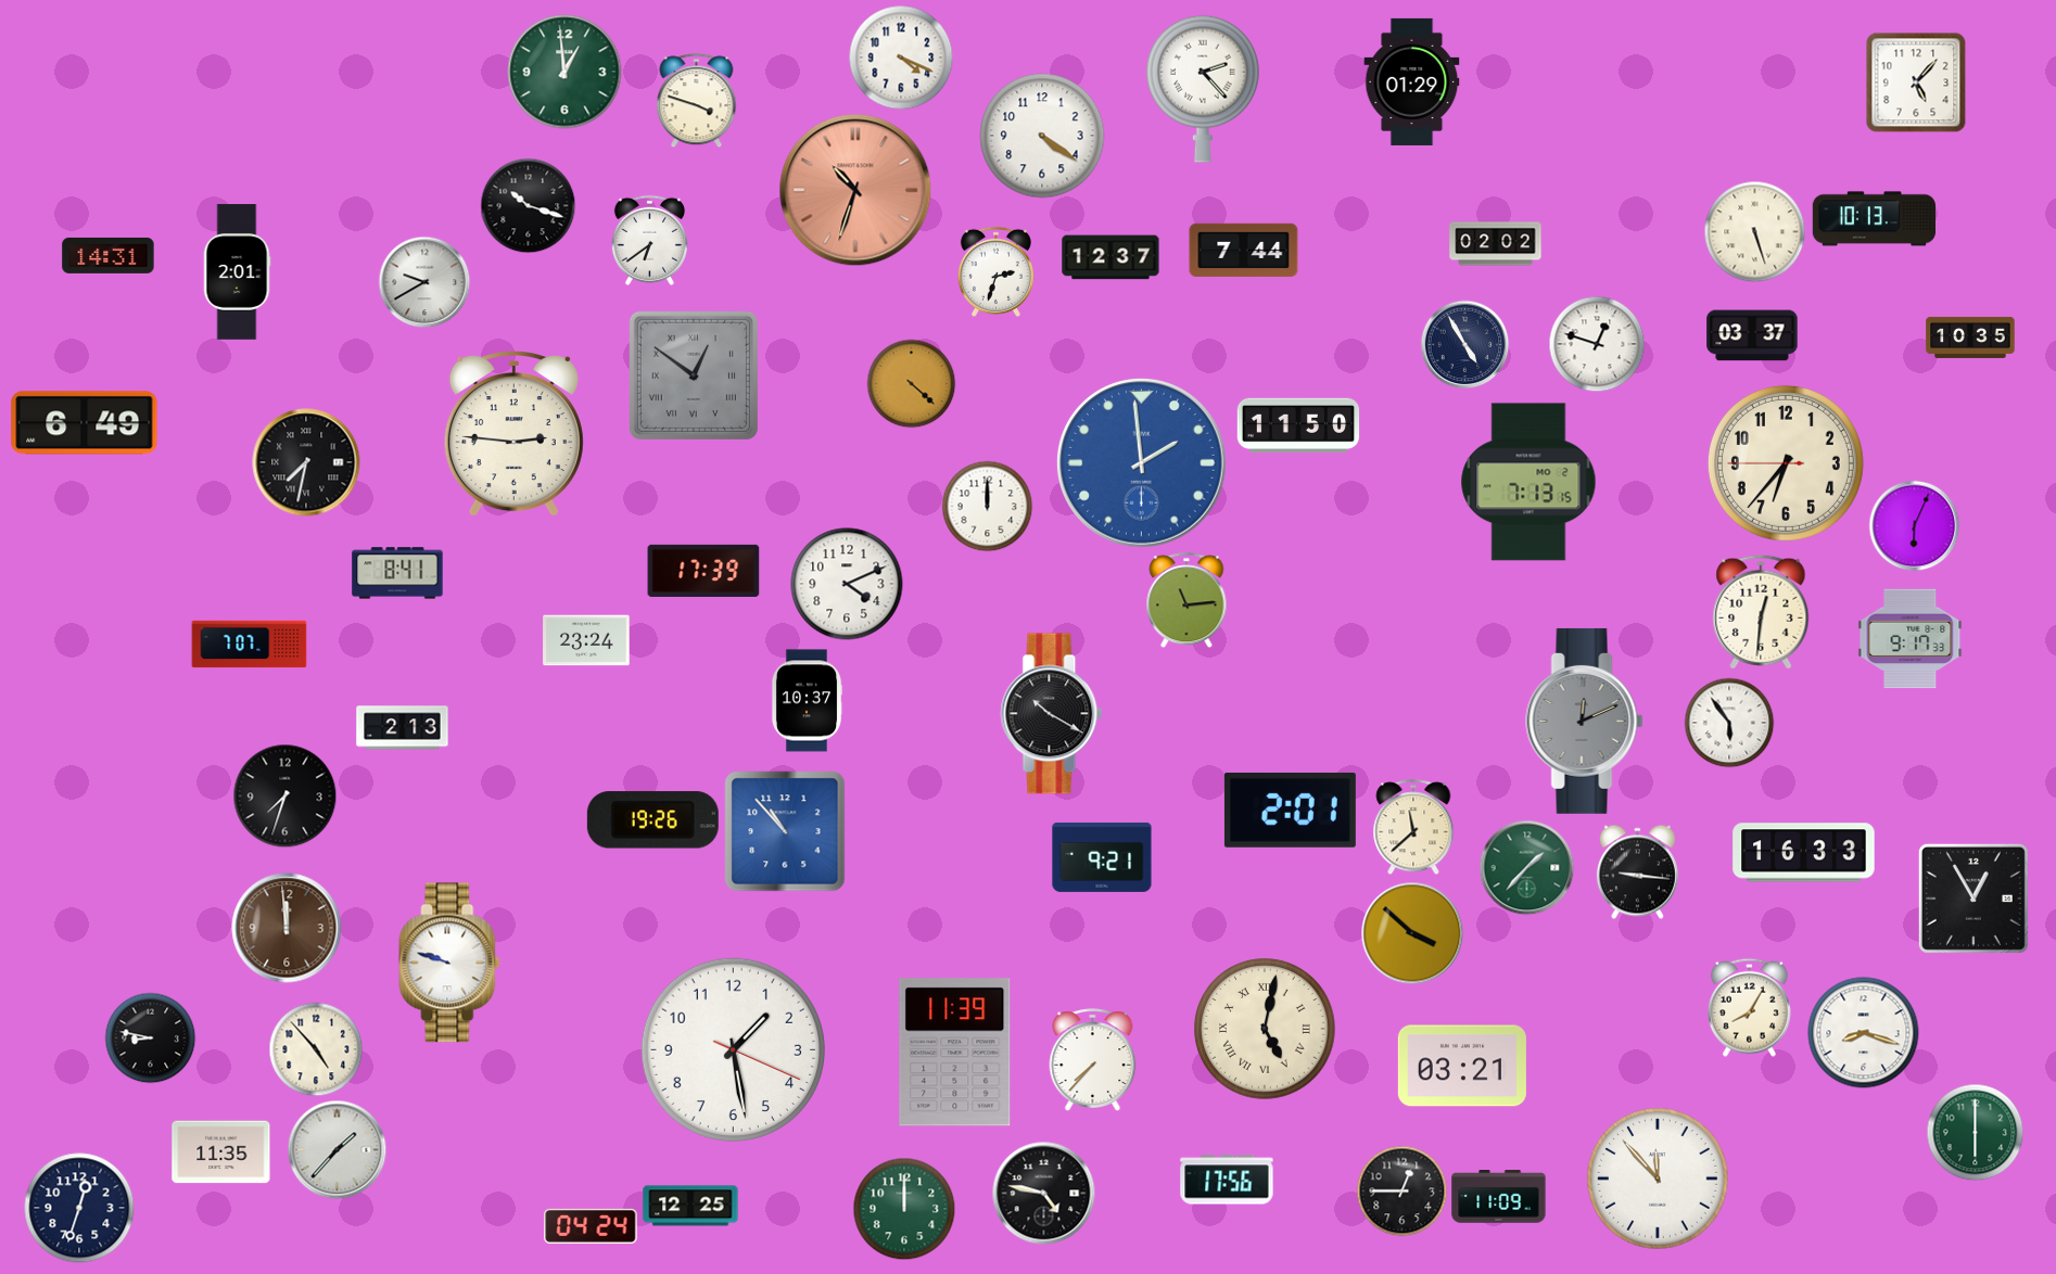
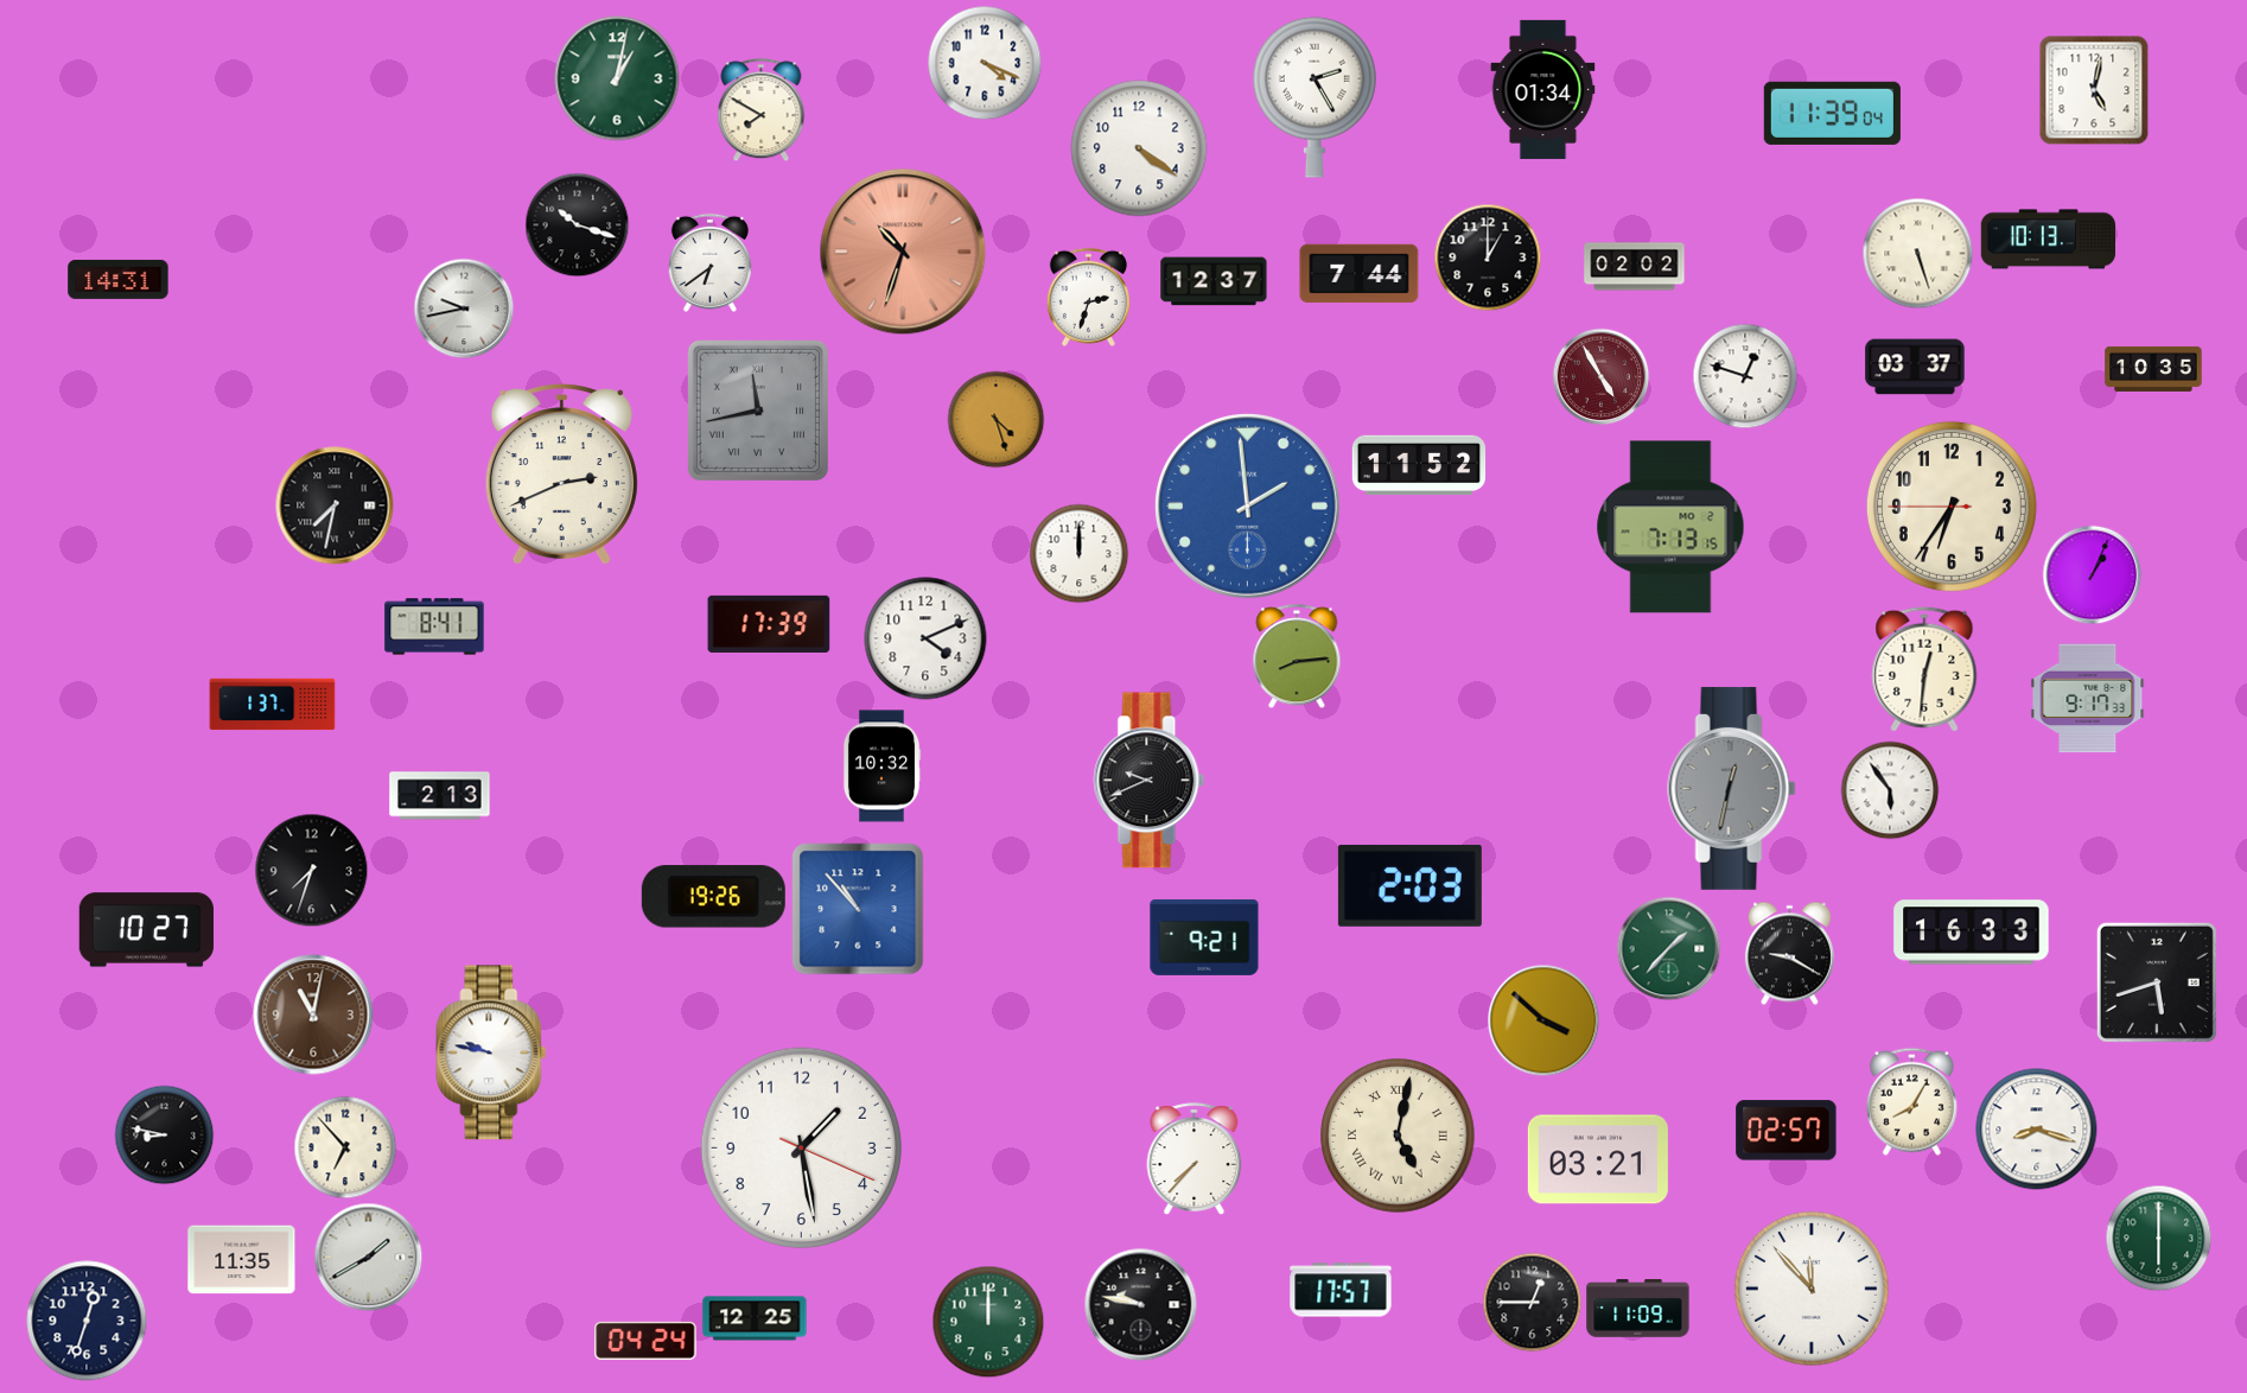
clock at (564, 72): 12:59 -> 1:02
clock at (1412, 81): 01:29 -> 01:34
clock at (1916, 82): 5:07 -> 5:02
clock at (1203, 89): 2:23 -> 2:25
clock at (697, 100): 3:48 -> 7:50
clock at (1832, 113): none -> 11:39
clock at (855, 190) position: (855, 190) -> (903, 252)
clock at (1488, 257): none -> 1:00
clock at (237, 272): 2:01 -> none
clock at (424, 282): 9:40 -> 9:43
clock at (1464, 344) dial: navy -> burgundy
clock at (694, 375): 12:51 -> 11:43
clock at (911, 383): 4:22 -> 4:27
clock at (85, 423): 6:49 -> none
clock at (1298, 425): 11:50 -> 11:52
clock at (513, 435): 2:46 -> 2:41
clock at (1786, 463): 6:36 -> 6:35
clock at (1914, 525): 6:04 -> 1:04
clock at (1186, 600): 11:14 -> 8:14
clock at (586, 640): 23:24 -> none
clock at (250, 645): 7:07 -> 1:37
clock at (807, 701): 10:37 -> 10:32
clock at (1052, 714): 10:20 -> 9:41
clock at (1585, 721): 12:11 -> 12:32
clock at (1290, 810): 2:01 -> 2:03
clock at (1413, 827): 11:38 -> none
clock at (146, 930): none -> 10:27
clock at (1637, 871): 9:16 -> 9:20
clock at (1973, 899): 12:55 -> 5:42
clock at (287, 928): 11:59 -> 11:02
clock at (449, 963): 9:48 -> 9:47
clock at (1265, 1029) position: (1265, 1029) -> (1398, 1136)
clock at (1787, 1131): none -> 02:57
clock at (316, 1049): 4:53 -> 6:53
clock at (955, 1053): 11:39 -> none
clock at (1462, 1066) position: (1462, 1066) -> (1598, 1159)
clock at (337, 1149): 1:37 -> 1:40
clock at (1227, 1180): 17:56 -> 17:57
clock at (1043, 1193): 4:47 -> 9:47
